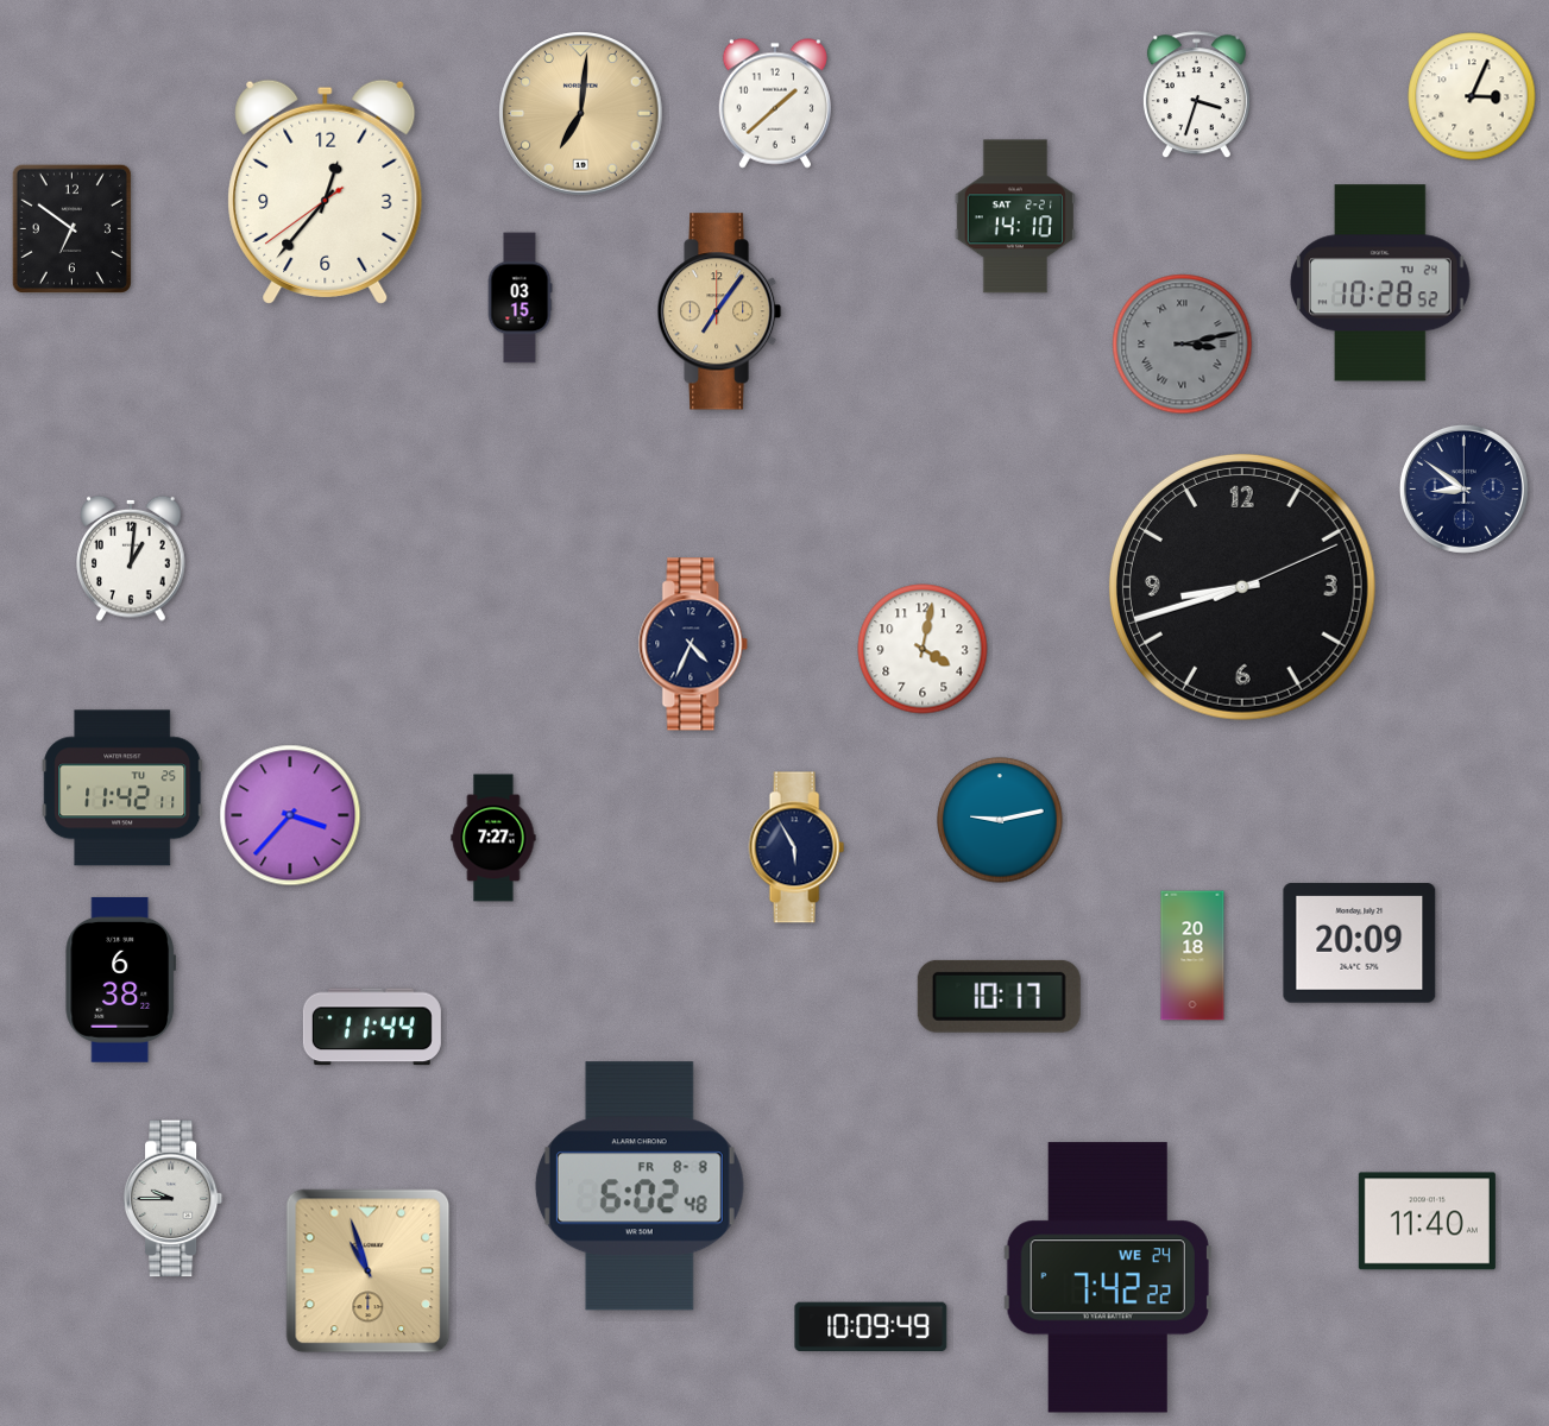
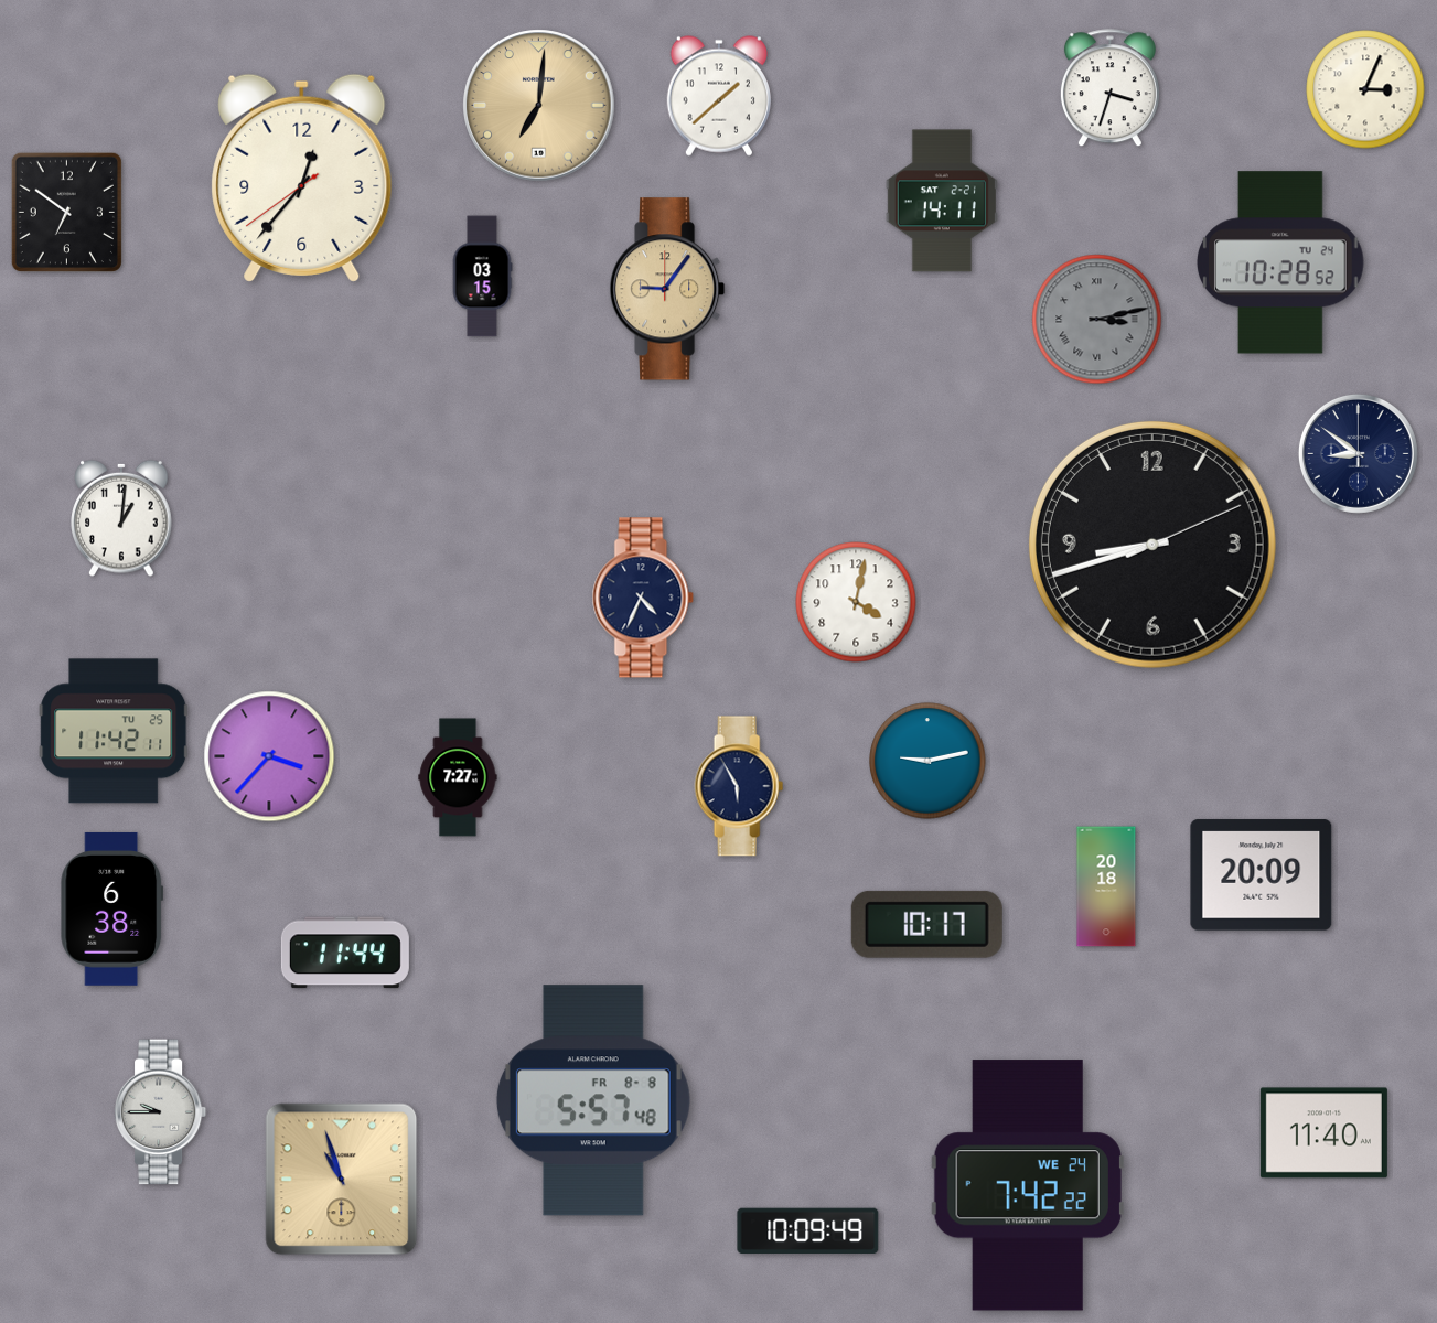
clock at (1015, 216): 14:10 -> 14:11
clock at (720, 311): 7:06 -> 9:06
clock at (640, 1186): 6:02 -> 5:57
